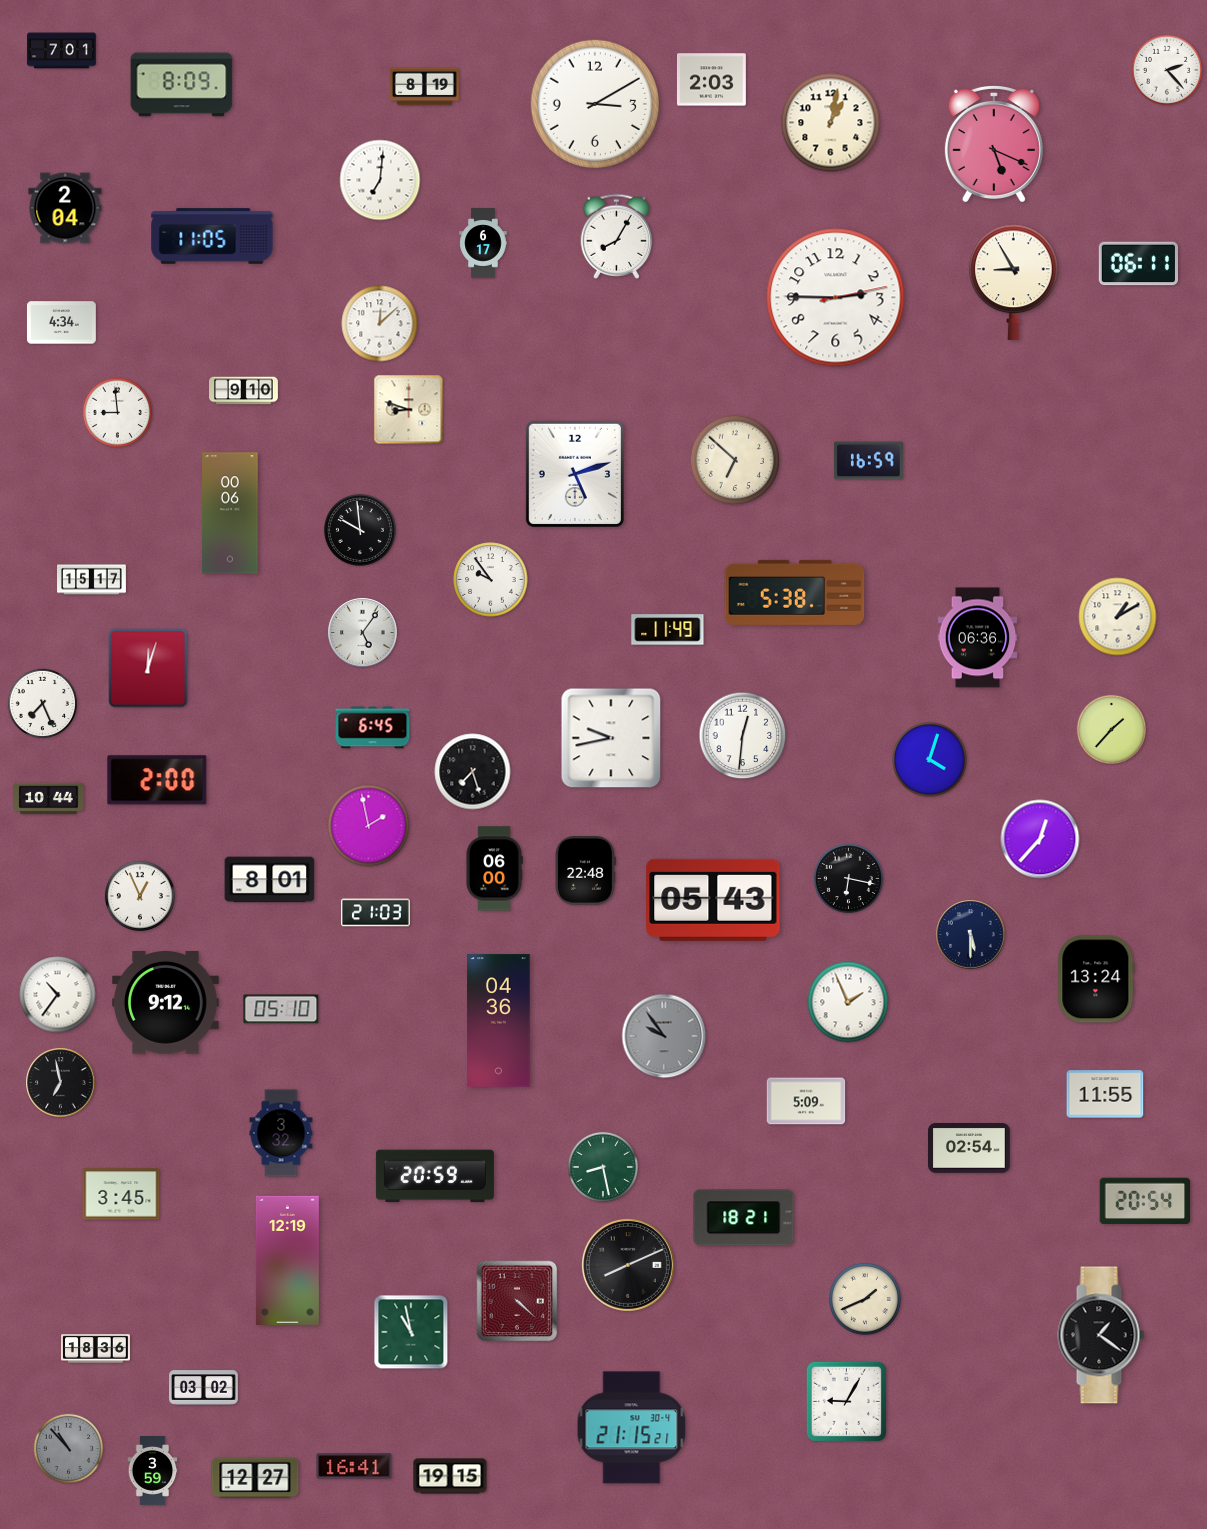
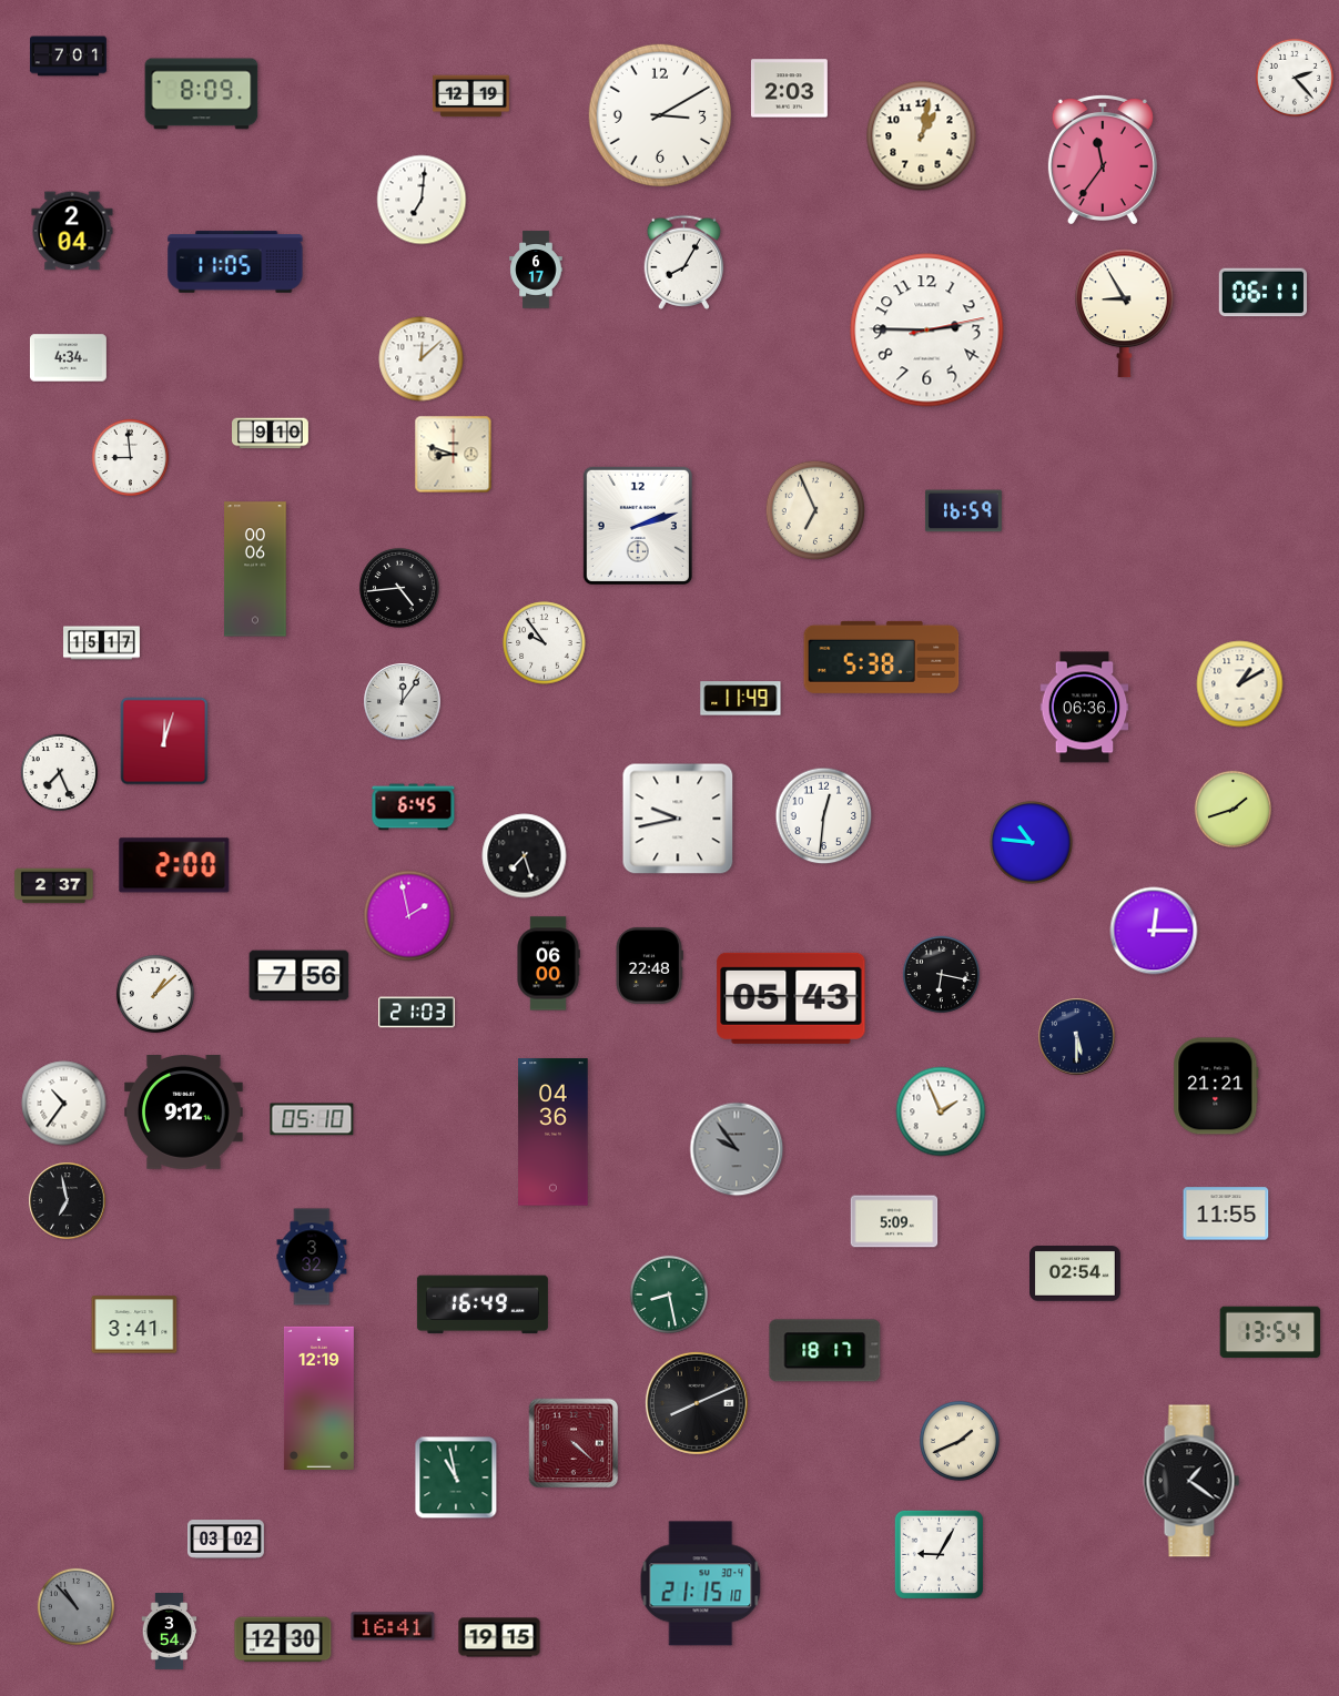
clock at (425, 87): 8:19 -> 12:19
clock at (994, 143): 5:19 -> 11:36
clock at (734, 459): 6:52 -> 6:56
clock at (575, 474): 5:12 -> 2:12
clock at (360, 530): 9:59 -> 4:44
clock at (363, 633): 5:06 -> 12:06
clock at (42, 703) position: (42, 703) -> (59, 772)
clock at (1111, 729): 1:37 -> 1:42
clock at (930, 760): 4:03 -> 10:46
clock at (49, 799): 10:44 -> 2:37
clock at (1040, 839): 12:37 -> 12:15
clock at (270, 880): 8:01 -> 7:56
clock at (140, 896): 12:56 -> 1:08
clock at (1096, 979): 13:24 -> 21:21
clock at (435, 1176): 20:59 -> 16:49
clock at (121, 1194): 3:45 -> 3:41
clock at (1145, 1201): 20:54 -> 13:54
clock at (744, 1218): 18:21 -> 18:17
clock at (1101, 1335) position: (1101, 1335) -> (1191, 1481)
clock at (96, 1349): 18:36 -> none
clock at (632, 1428): 21:15:21 -> 21:15:10
clock at (153, 1471): 3:59 -> 3:54
clock at (255, 1478): 12:27 -> 12:30
